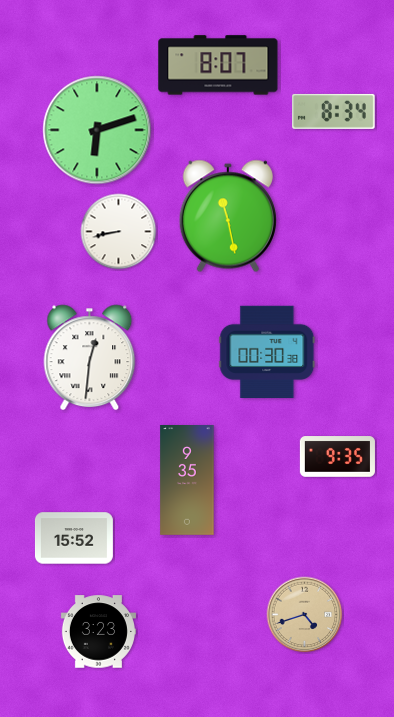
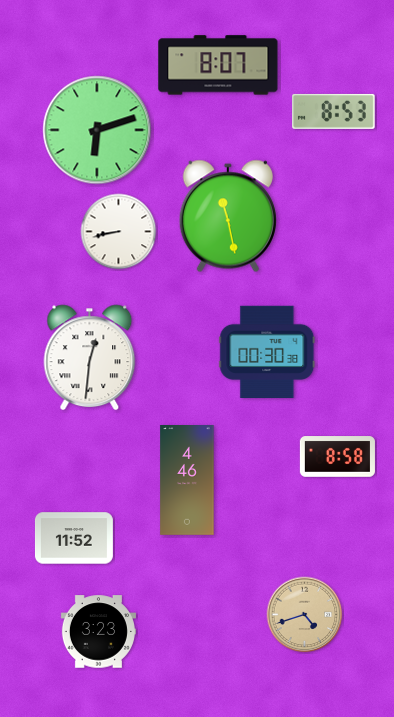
clock at (334, 111): 8:34 -> 8:53
clock at (337, 457): 9:35 -> 8:58
clock at (187, 481): 9:35 -> 4:46
clock at (74, 538): 15:52 -> 11:52
